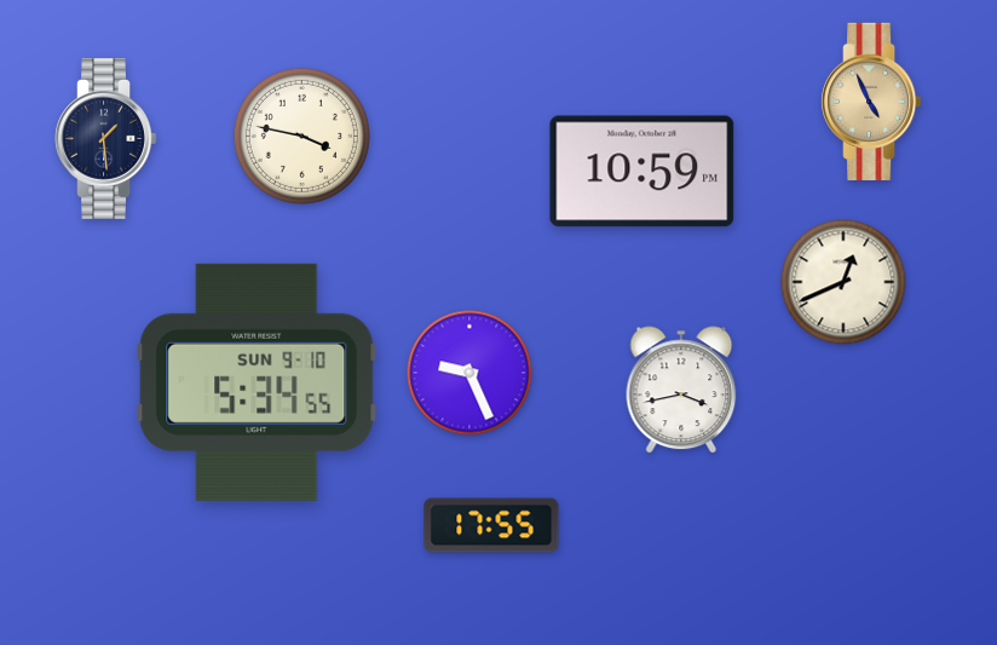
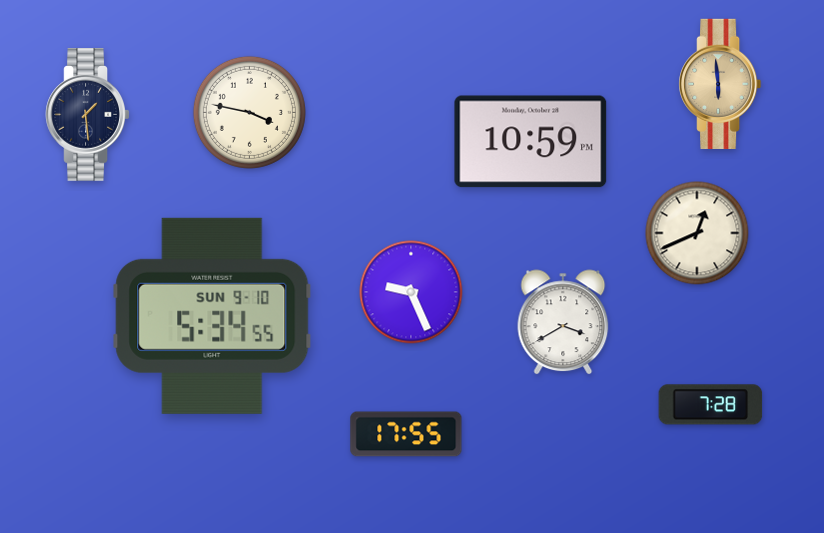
clock at (871, 102): 4:56 -> 5:59
clock at (469, 373) position: (469, 373) -> (411, 292)
clock at (681, 390): 3:43 -> 3:40
clock at (711, 405): none -> 7:28
